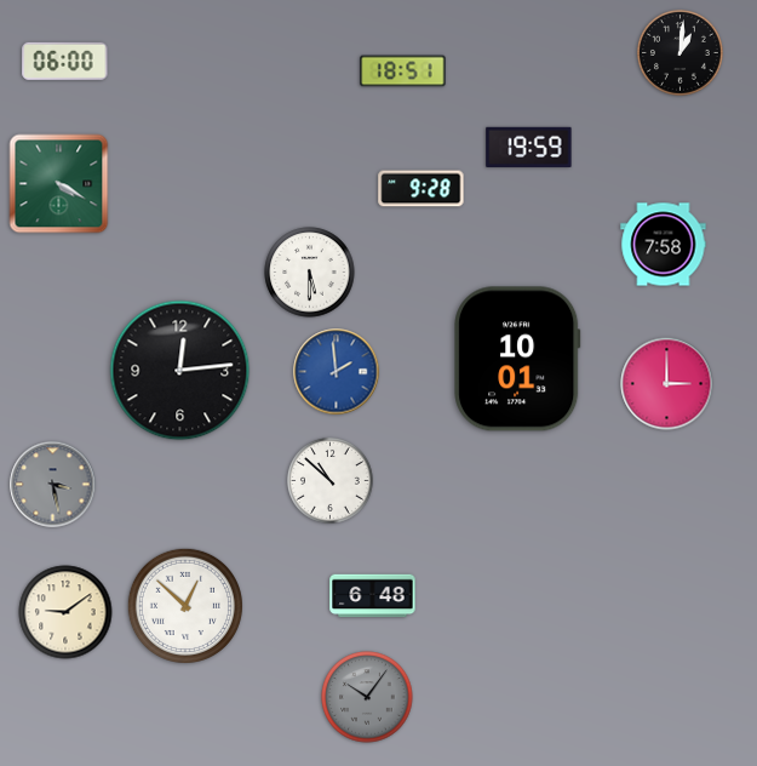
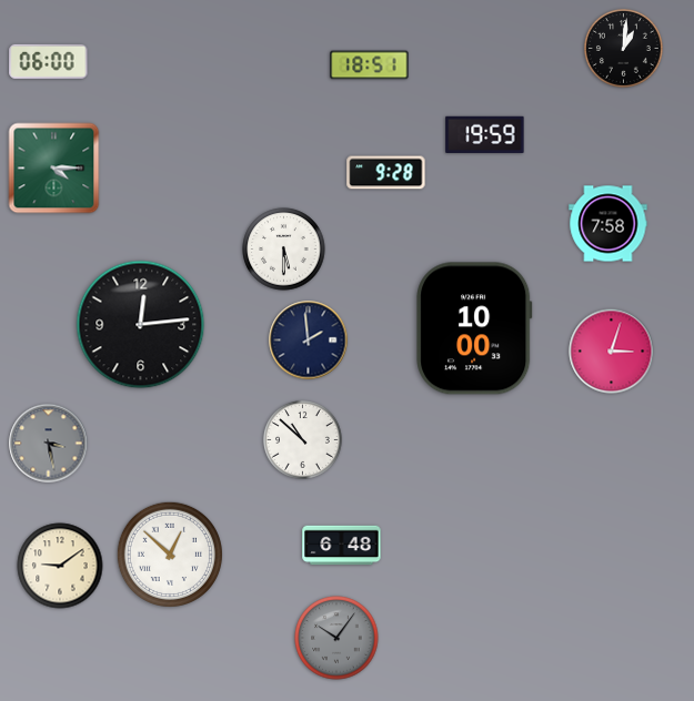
clock at (65, 61) position: (65, 61) -> (49, 61)
clock at (59, 184): 4:20 -> 4:15
clock at (517, 359): 10:01 -> 10:00
clock at (180, 371) position: (180, 371) -> (141, 325)
clock at (337, 372) dial: blue -> navy
clock at (667, 384): 3:00 -> 3:03
clock at (65, 612) position: (65, 612) -> (60, 566)
